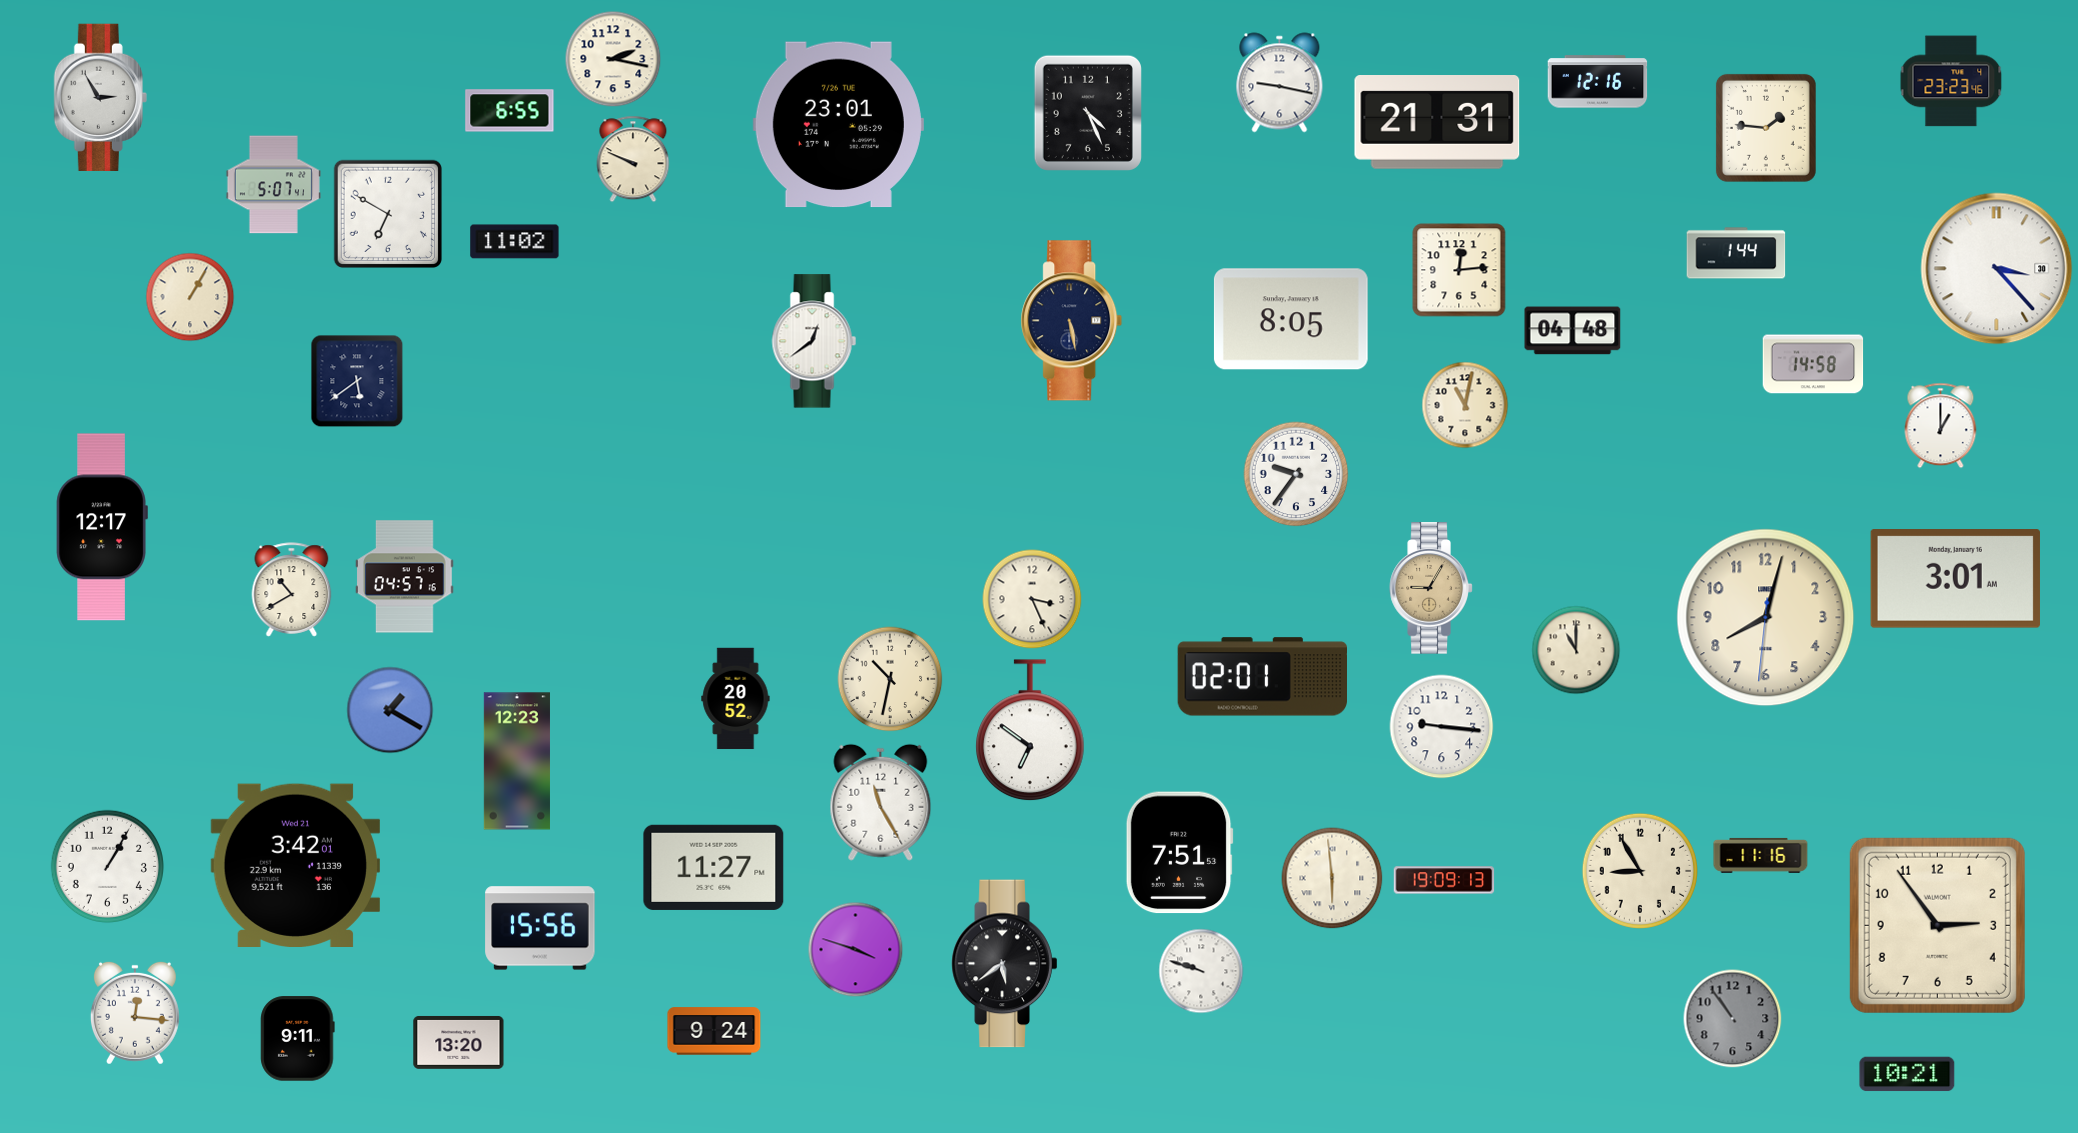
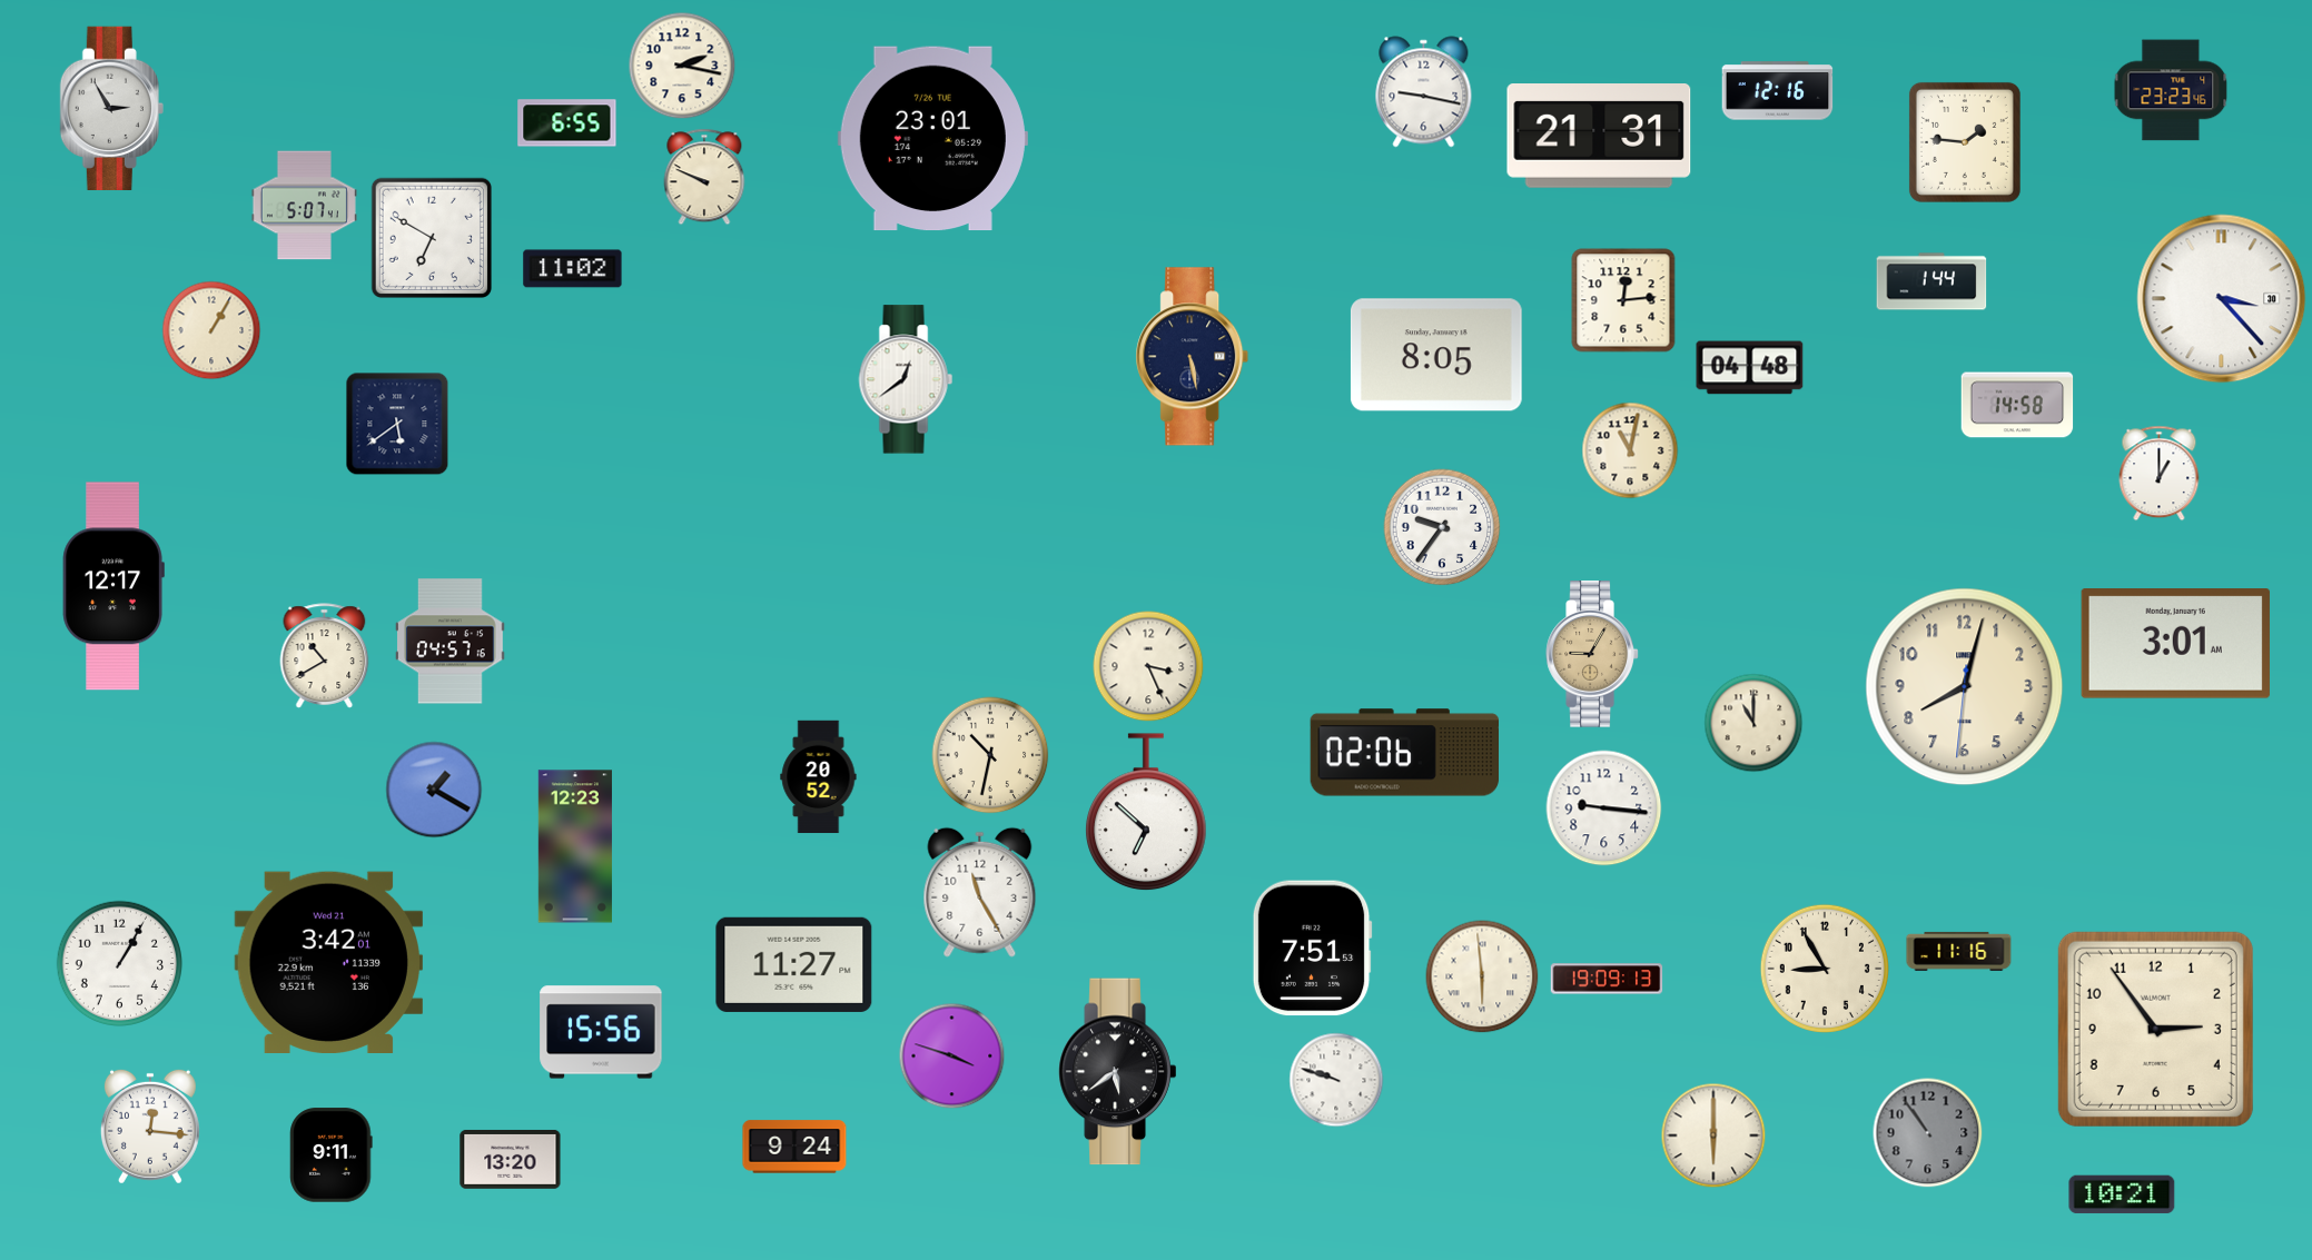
clock at (1088, 113): 4:26 -> none
clock at (1262, 677): 02:01 -> 02:06
clock at (1031, 731): 6:51 -> 6:52
clock at (1713, 1135): none -> 6:00
